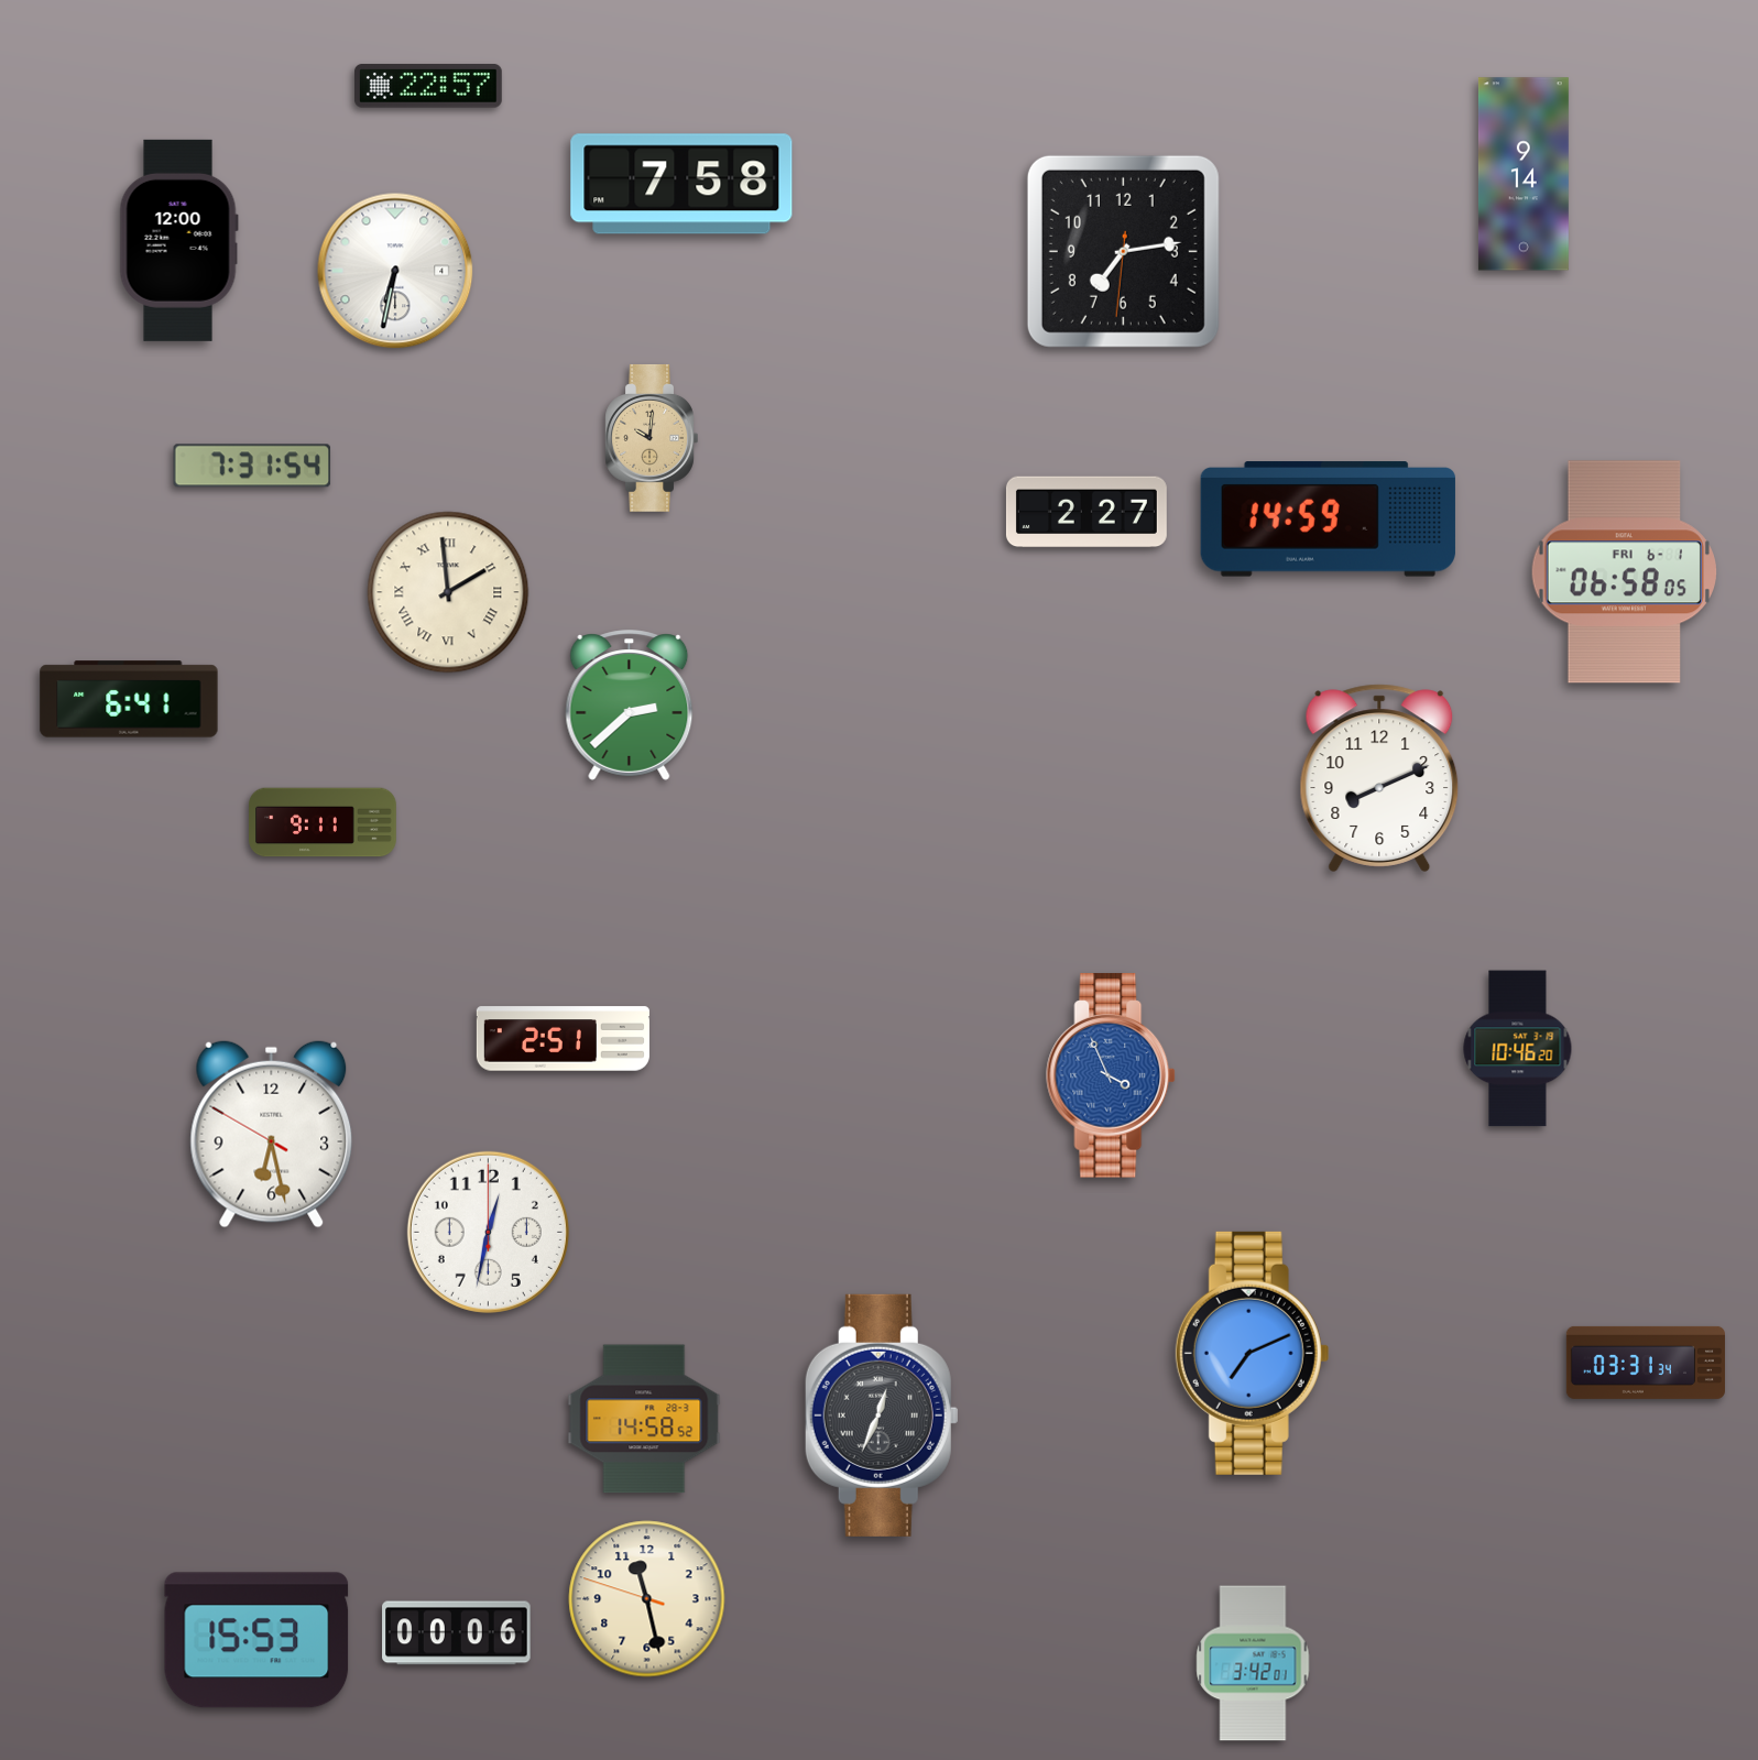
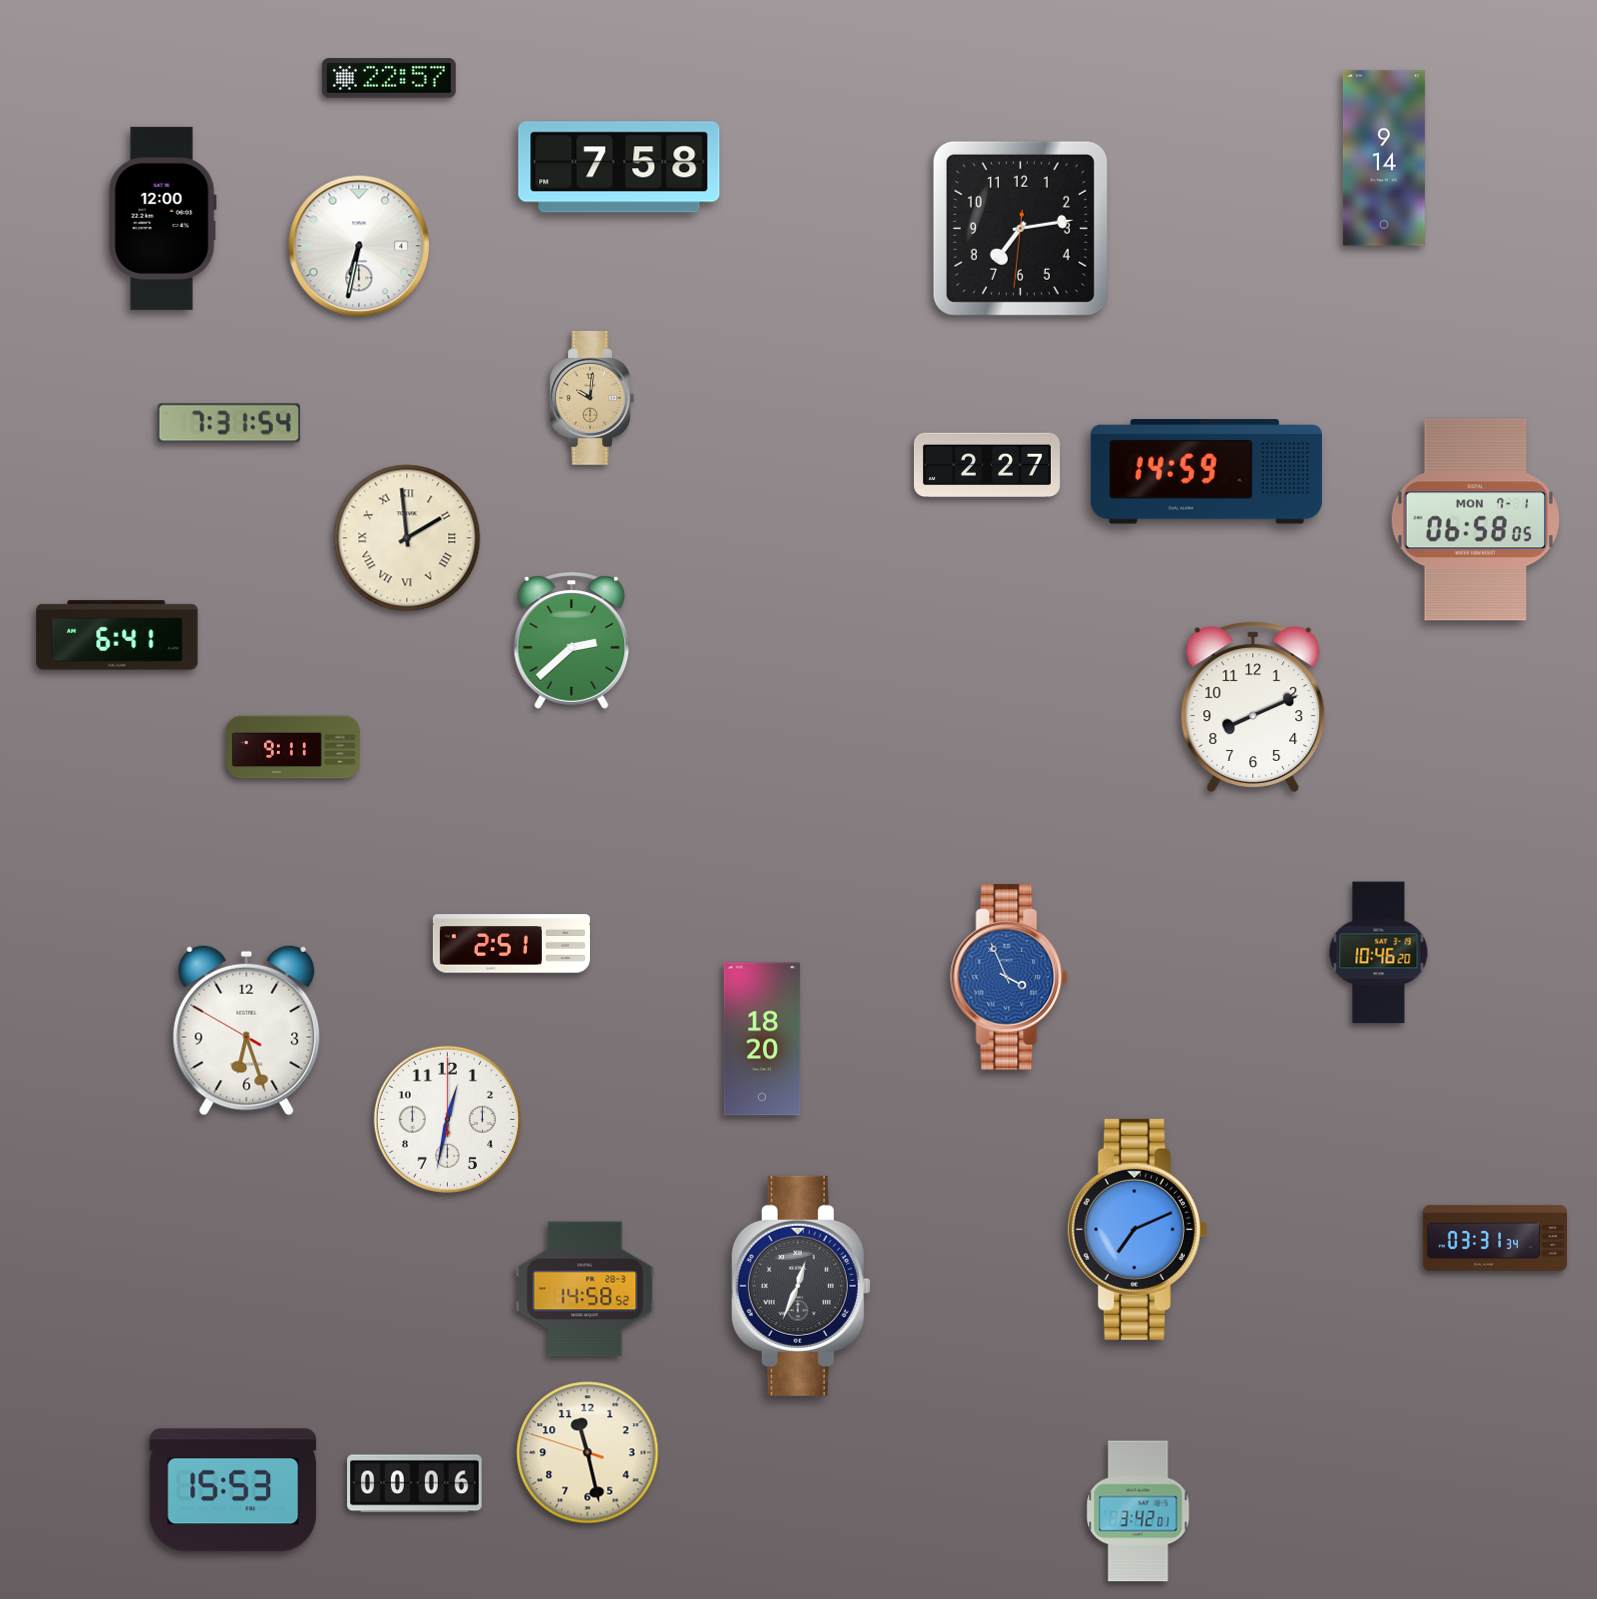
clock at (1624, 572) date: FRI 6-1 -> MON 7-1
clock at (272, 1134): 6:27 -> 6:26
clock at (762, 1039): none -> 18:20
clock at (488, 1232) position: (488, 1232) -> (447, 1119)
